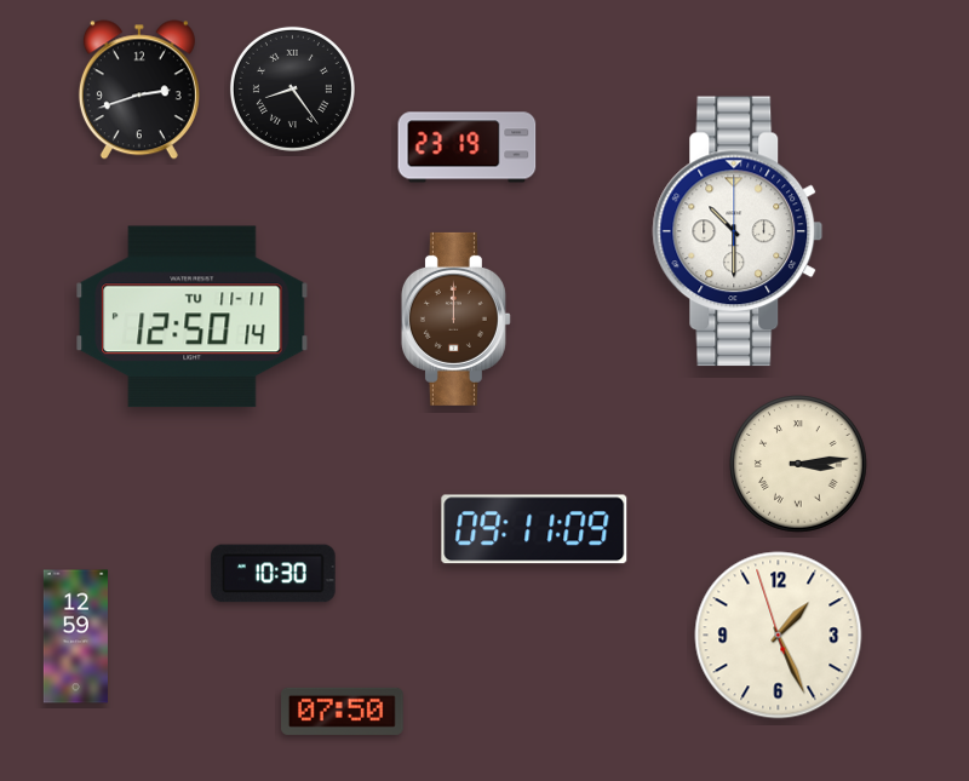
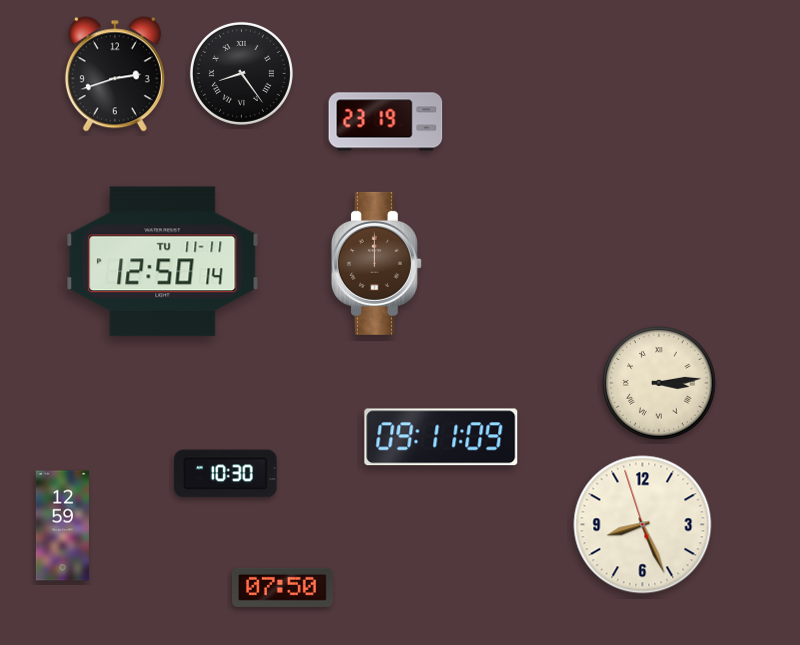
clock at (738, 231): 10:30 -> none
clock at (193, 317) position: (193, 317) -> (163, 262)
clock at (779, 636): 1:25 -> 8:25
